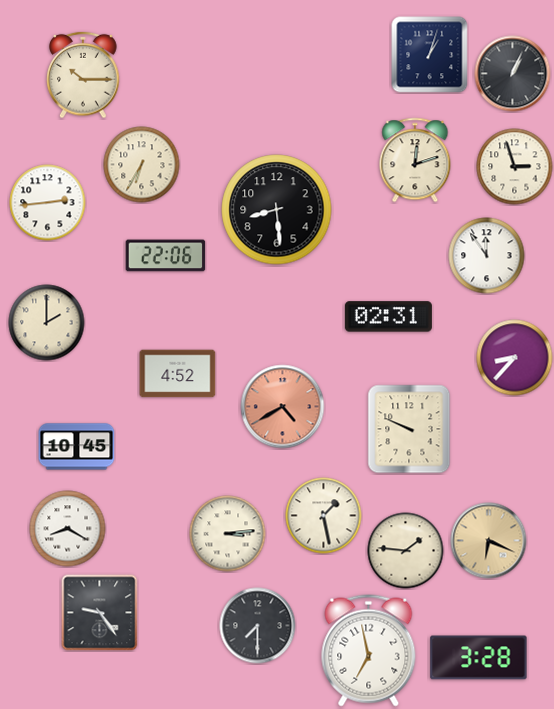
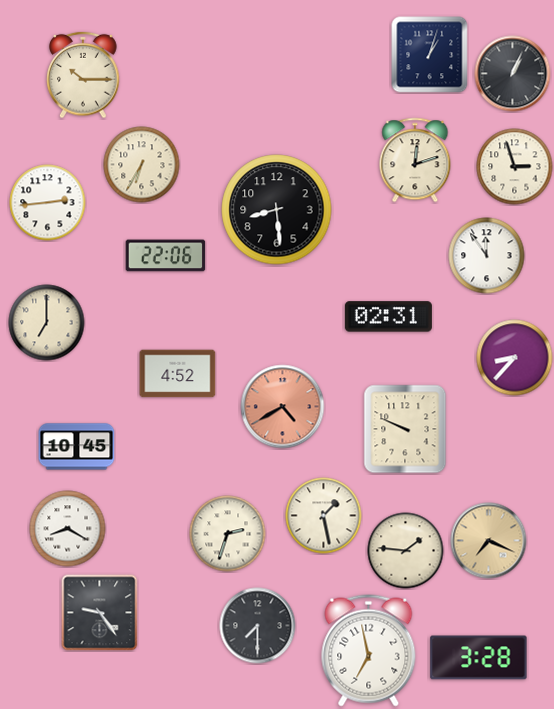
clock at (47, 323): 2:00 -> 7:00
clock at (409, 429) position: (409, 429) -> (405, 429)
clock at (228, 534): 3:14 -> 2:33
clock at (489, 541): 6:19 -> 7:19
